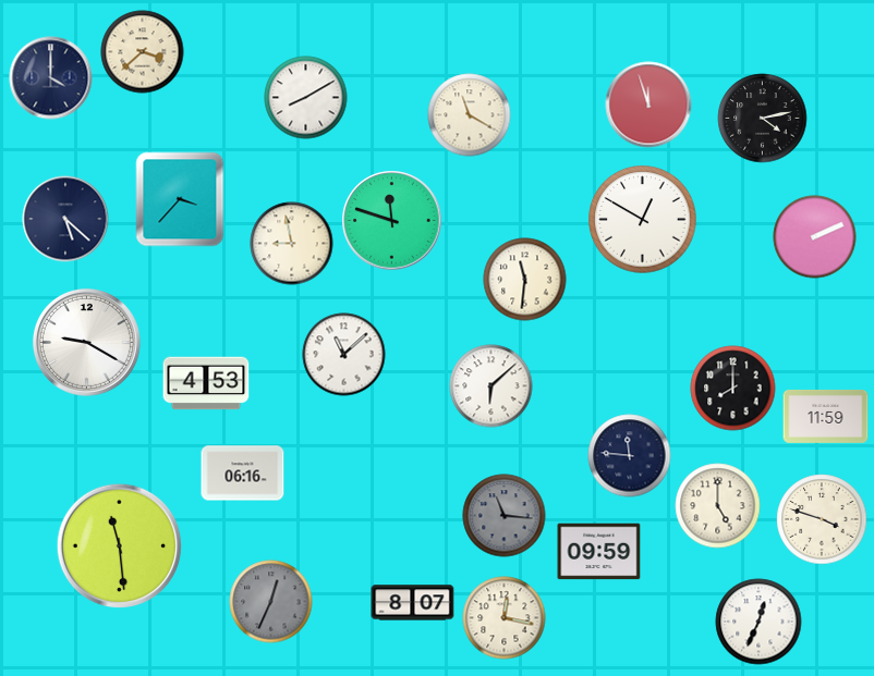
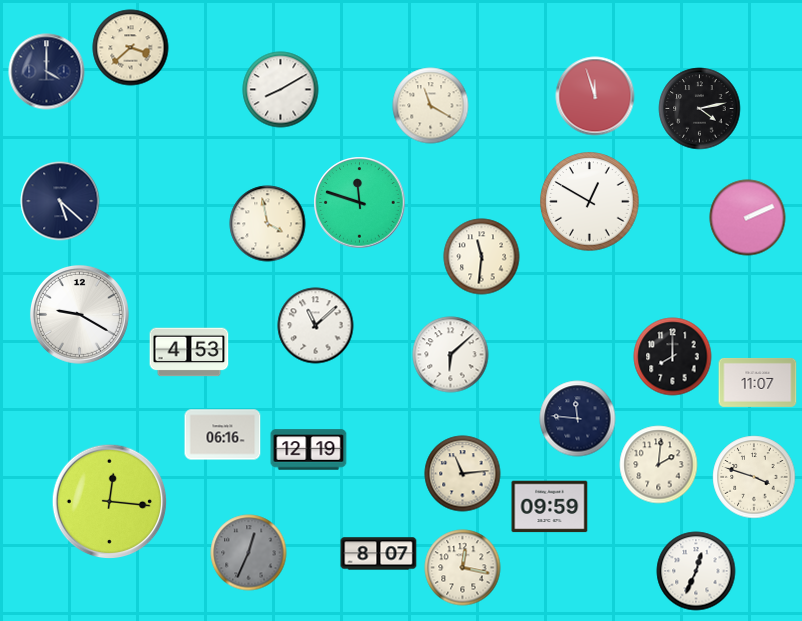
clock at (180, 199): 3:37 -> none
clock at (292, 244): 8:58 -> 3:58
clock at (826, 416): 11:59 -> 11:07
clock at (309, 450): none -> 12:19
clock at (718, 506): 5:00 -> 2:01
clock at (505, 516): 11:16 -> 11:14
clock at (505, 516) dial: grey -> cream
clock at (119, 545): 11:29 -> 12:16
